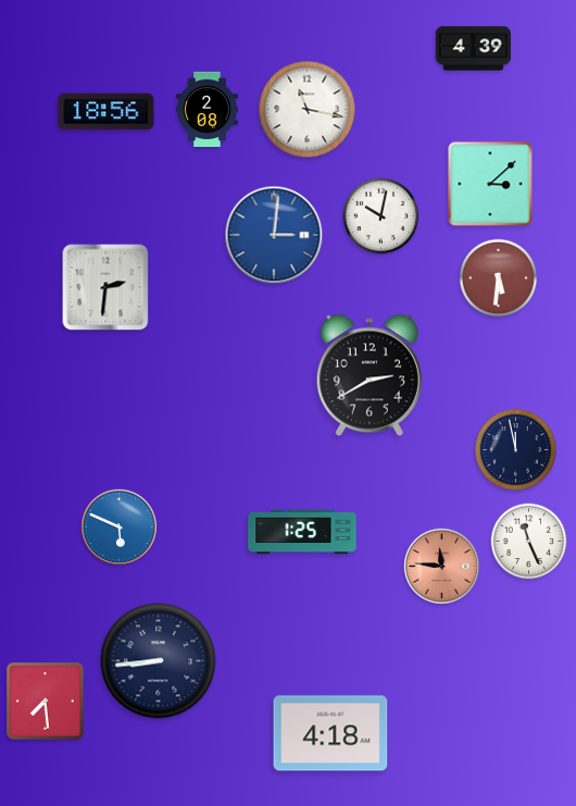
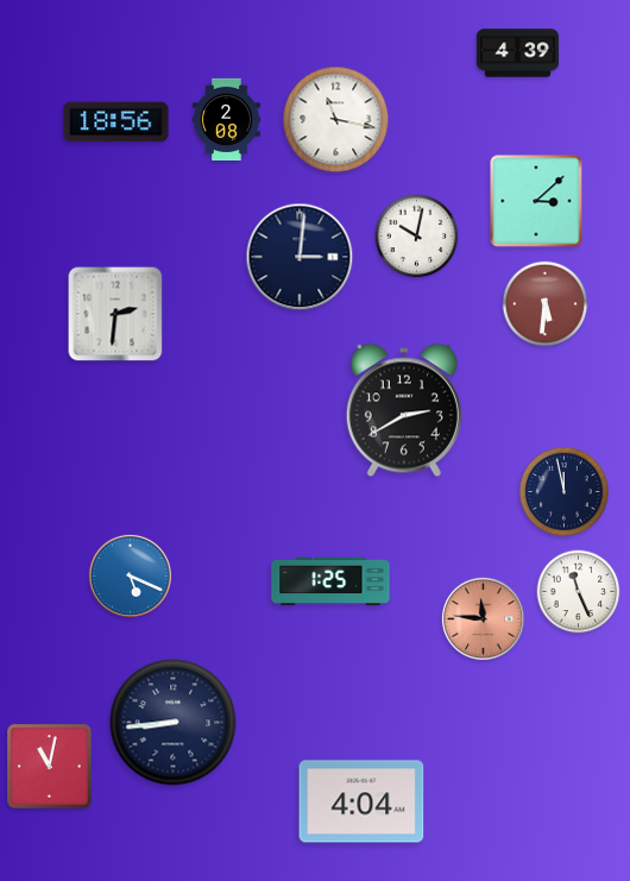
clock at (274, 235) dial: blue -> navy
clock at (118, 526): 5:49 -> 5:19
clock at (46, 702): 7:29 -> 11:02
clock at (330, 733): 4:18 -> 4:04
